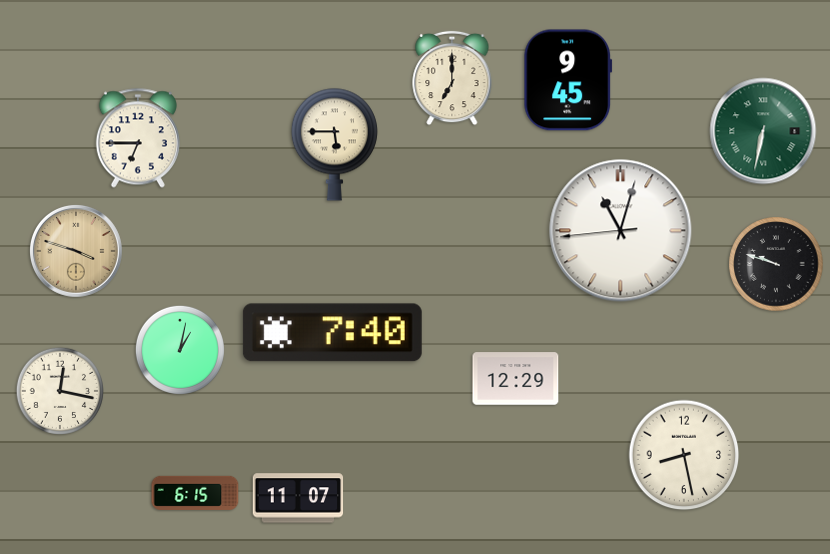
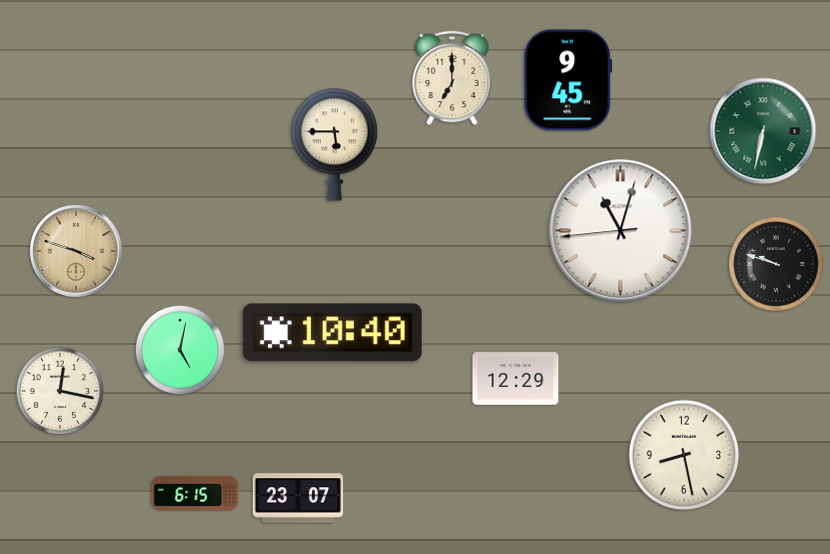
clock at (138, 138): 6:45 -> none
clock at (332, 333): 7:40 -> 10:40
clock at (180, 350): 1:02 -> 5:02
clock at (298, 498): 11:07 -> 23:07
